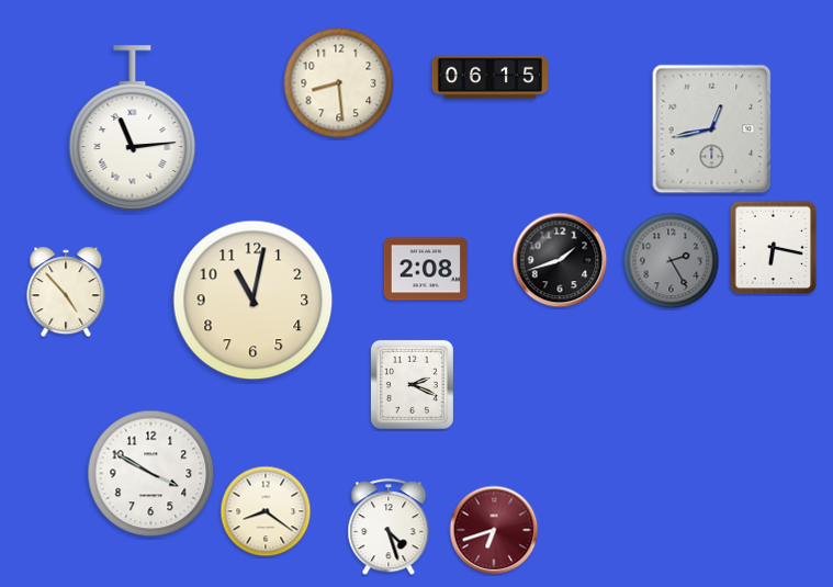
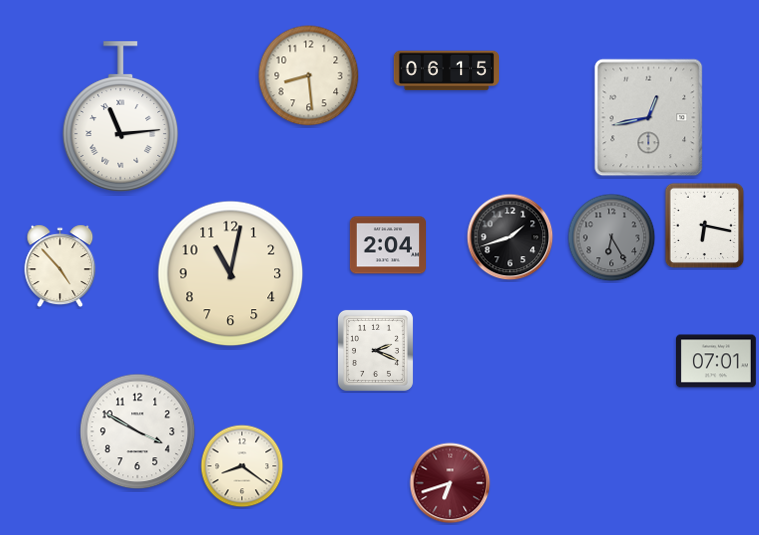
clock at (672, 261): 2:25 -> 6:25
clock at (426, 269): 2:08 -> 2:04
clock at (717, 361): none -> 07:01
clock at (389, 528): 4:27 -> none
